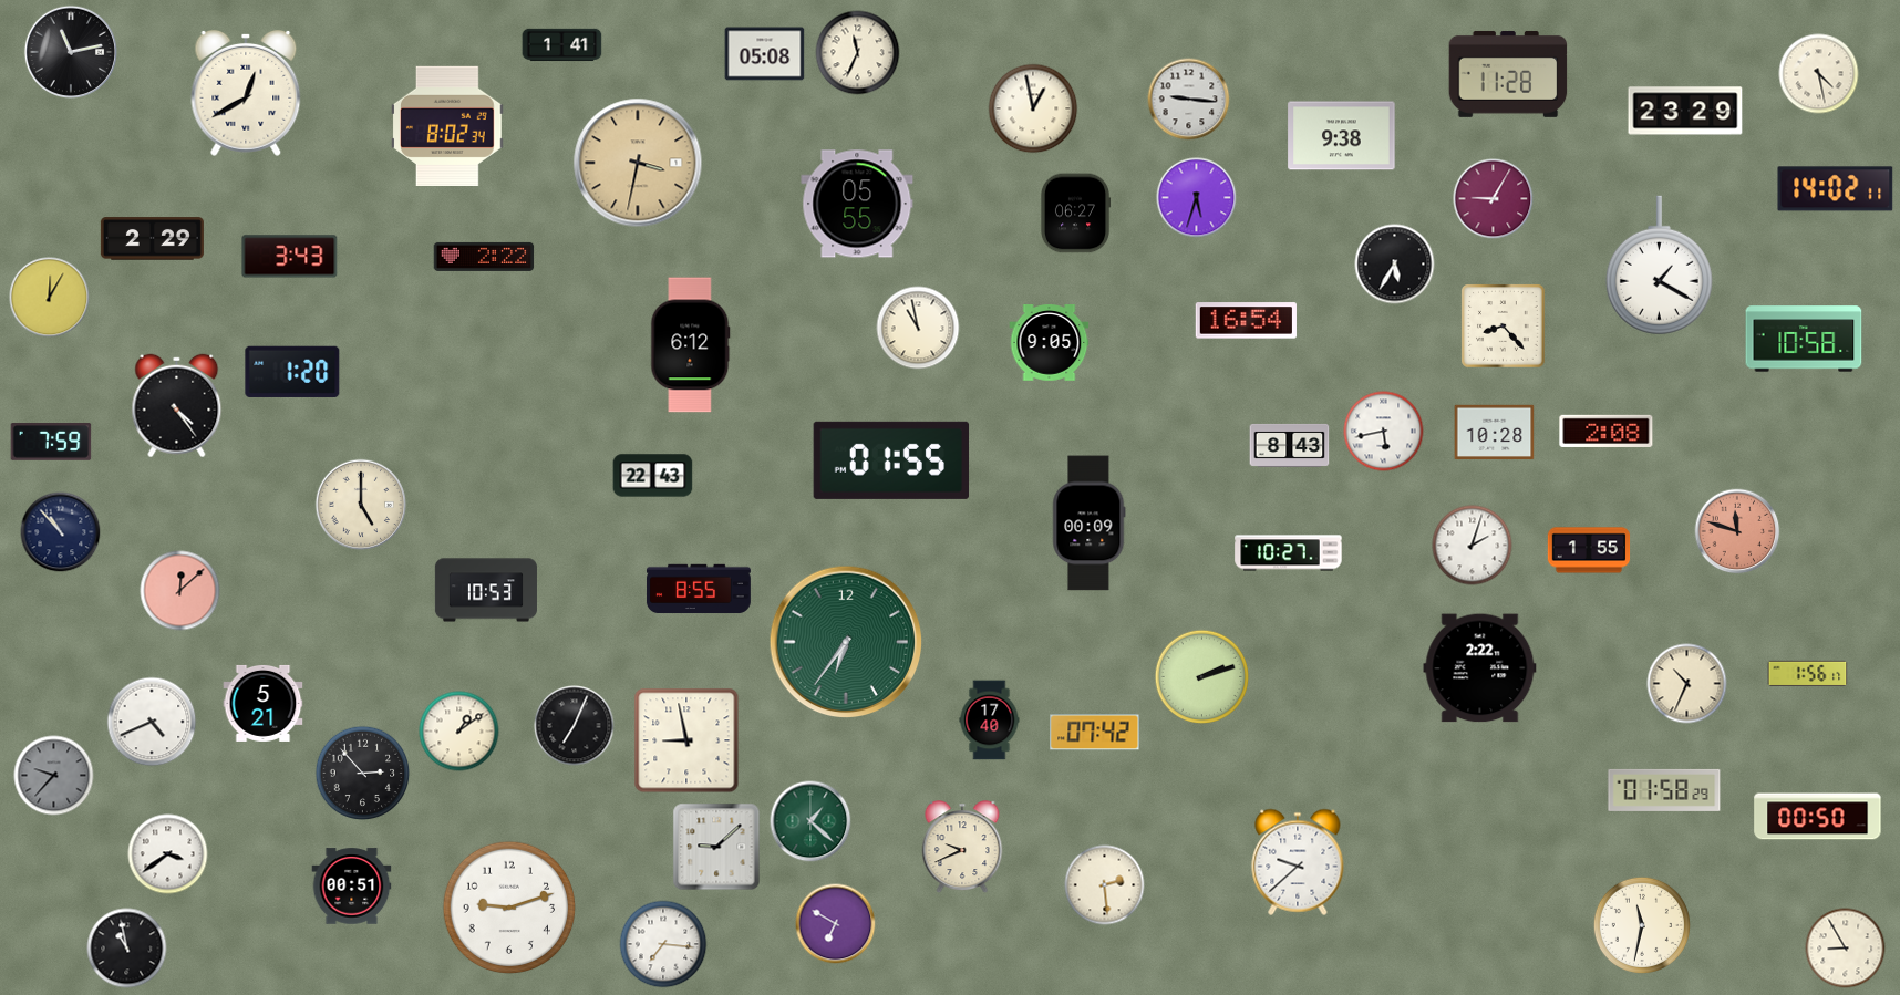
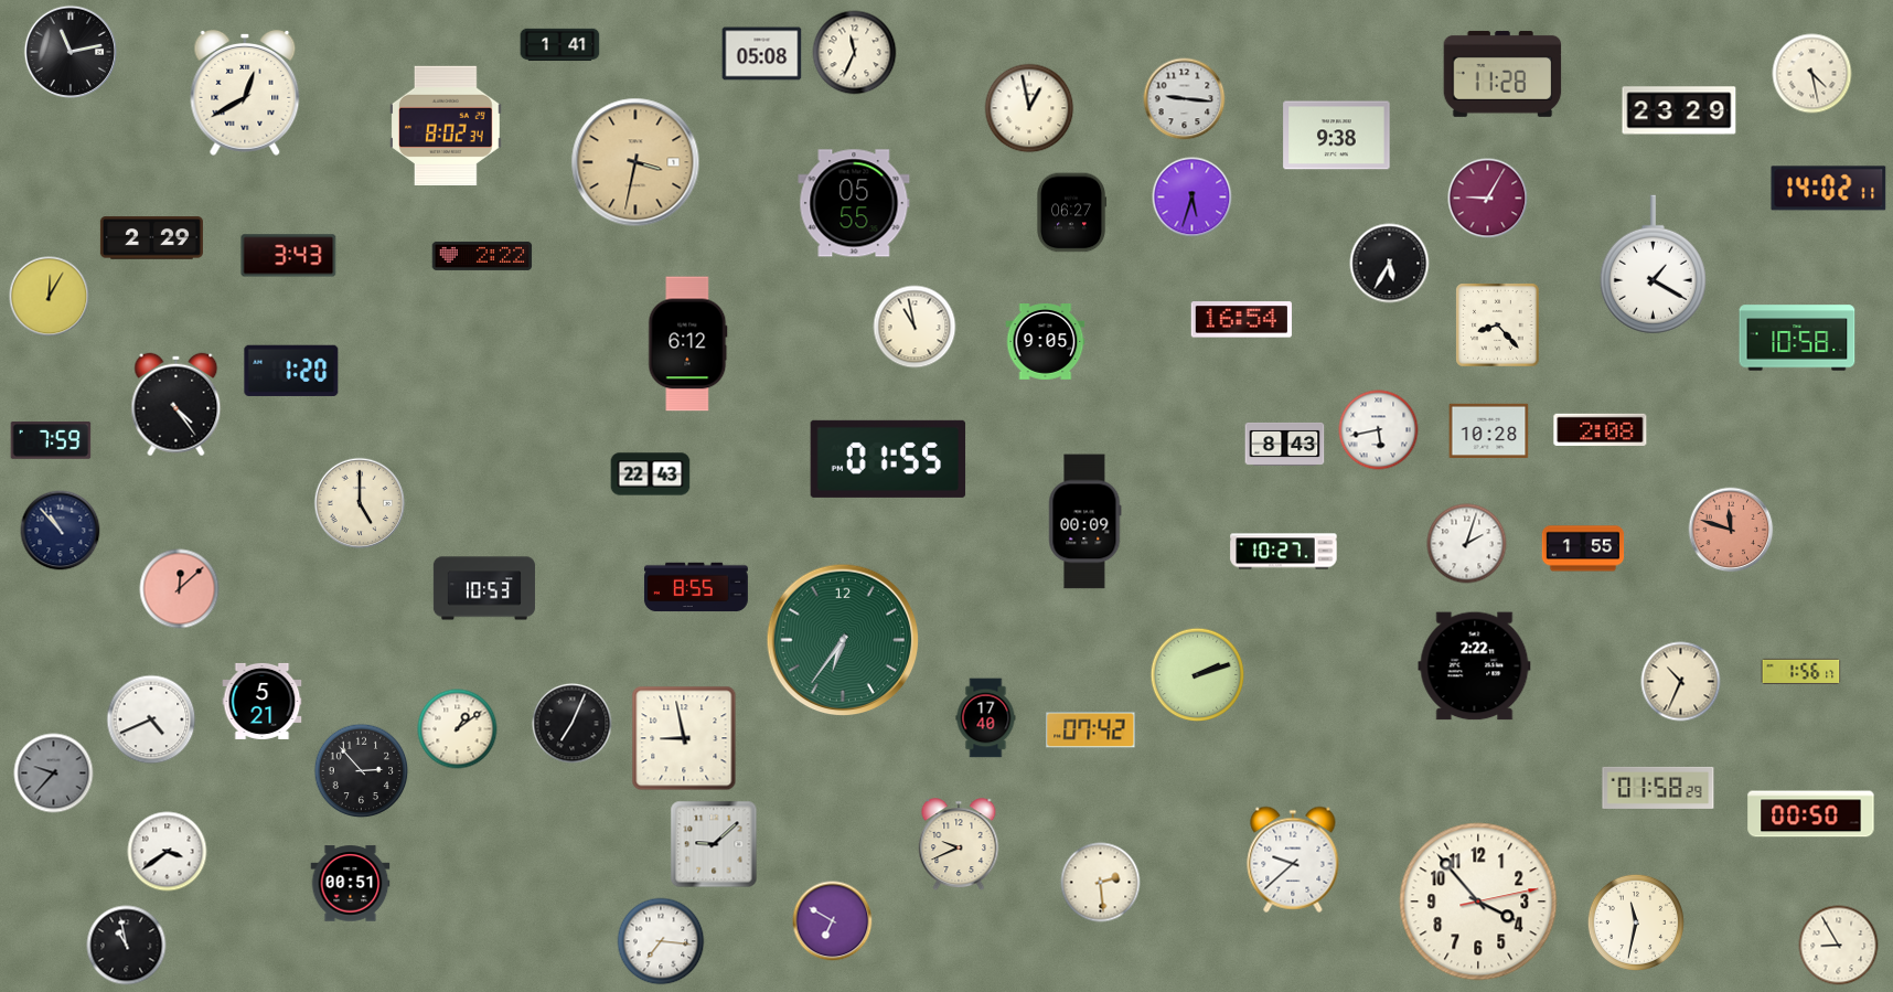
clock at (810, 821): 1:22 -> none
clock at (1478, 902): none -> 3:53
clock at (509, 908): 9:12 -> none
